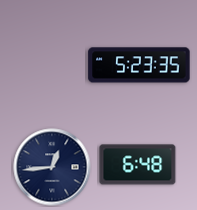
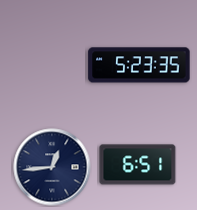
clock at (138, 165): 6:48 -> 6:51
